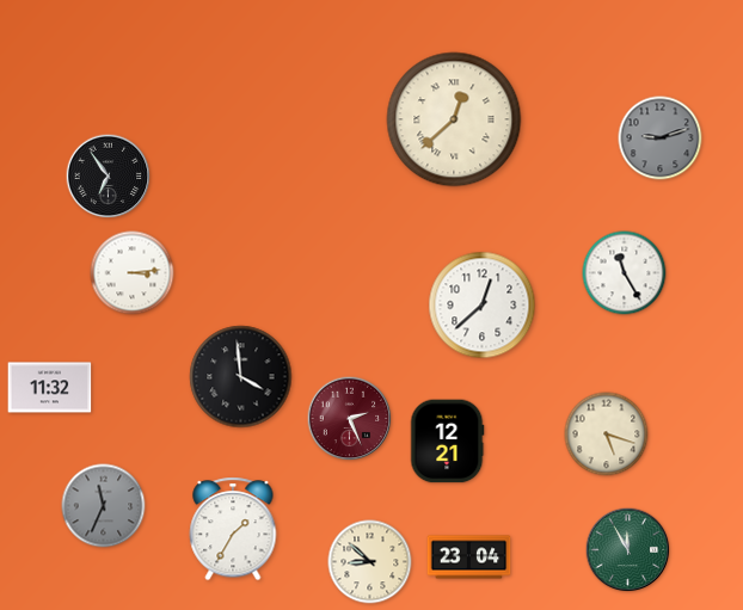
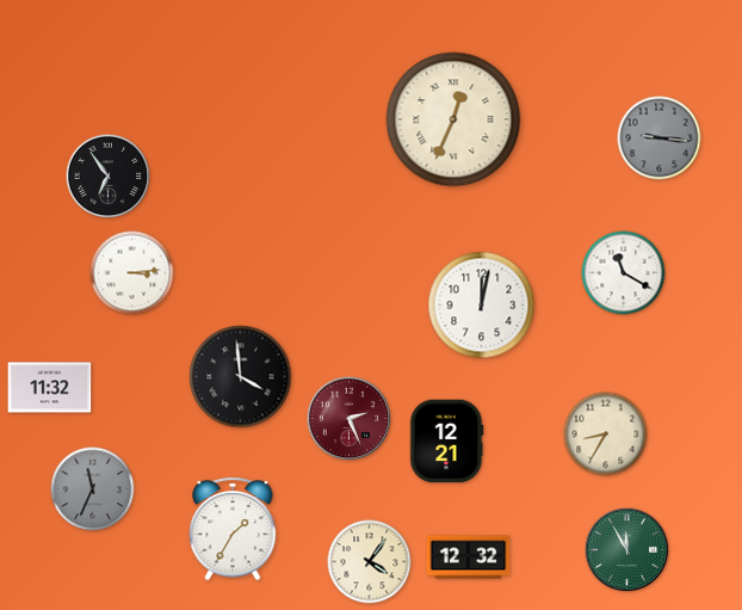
clock at (454, 119): 12:38 -> 12:34
clock at (661, 138): 9:12 -> 9:16
clock at (625, 273): 11:25 -> 11:20
clock at (483, 306): 12:38 -> 12:02
clock at (607, 435): 5:18 -> 8:35
clock at (104, 506) position: (104, 506) -> (93, 489)
clock at (469, 557): 23:04 -> 12:32
clock at (370, 562): 8:52 -> 4:06
